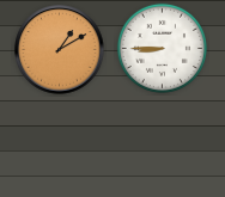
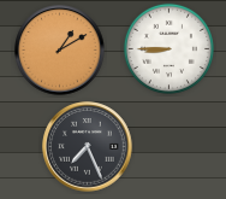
clock at (162, 48) position: (162, 48) -> (168, 48)
clock at (88, 147): none -> 7:26
